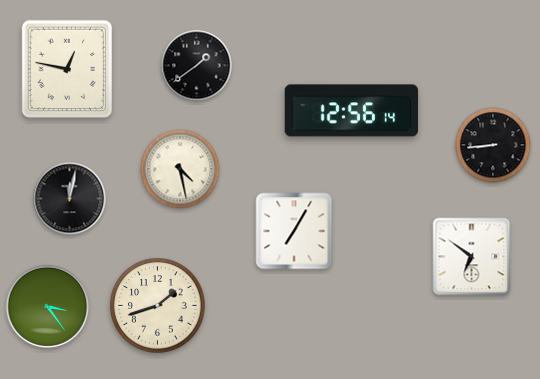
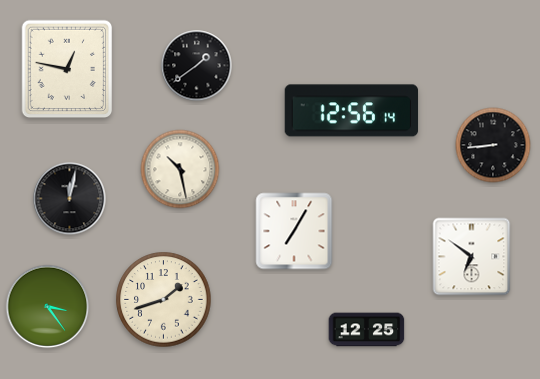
clock at (180, 169): 4:28 -> 10:28
clock at (158, 306) position: (158, 306) -> (164, 300)
clock at (367, 330): none -> 12:25
